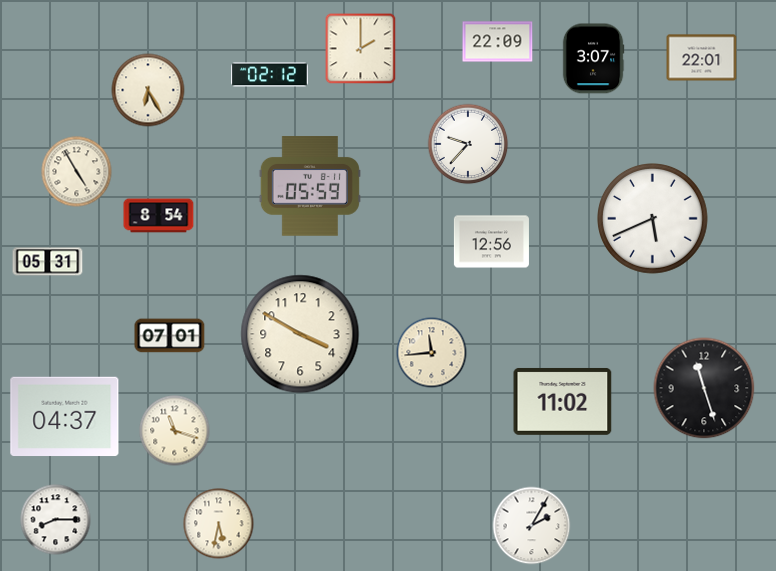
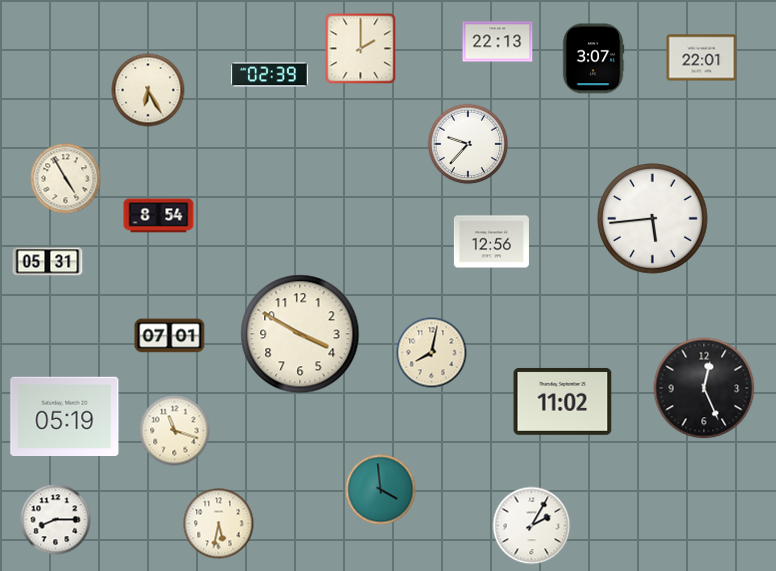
clock at (498, 42): 22:09 -> 22:13
clock at (270, 75): 02:12 -> 02:39
clock at (77, 172) position: (77, 172) -> (66, 179)
clock at (310, 186): 05:59 -> none
clock at (653, 219): 5:41 -> 5:44
clock at (432, 353): 11:44 -> 8:02
clock at (704, 388): 11:27 -> 12:26
clock at (65, 417): 04:37 -> 05:19
clock at (381, 490): none -> 3:59
